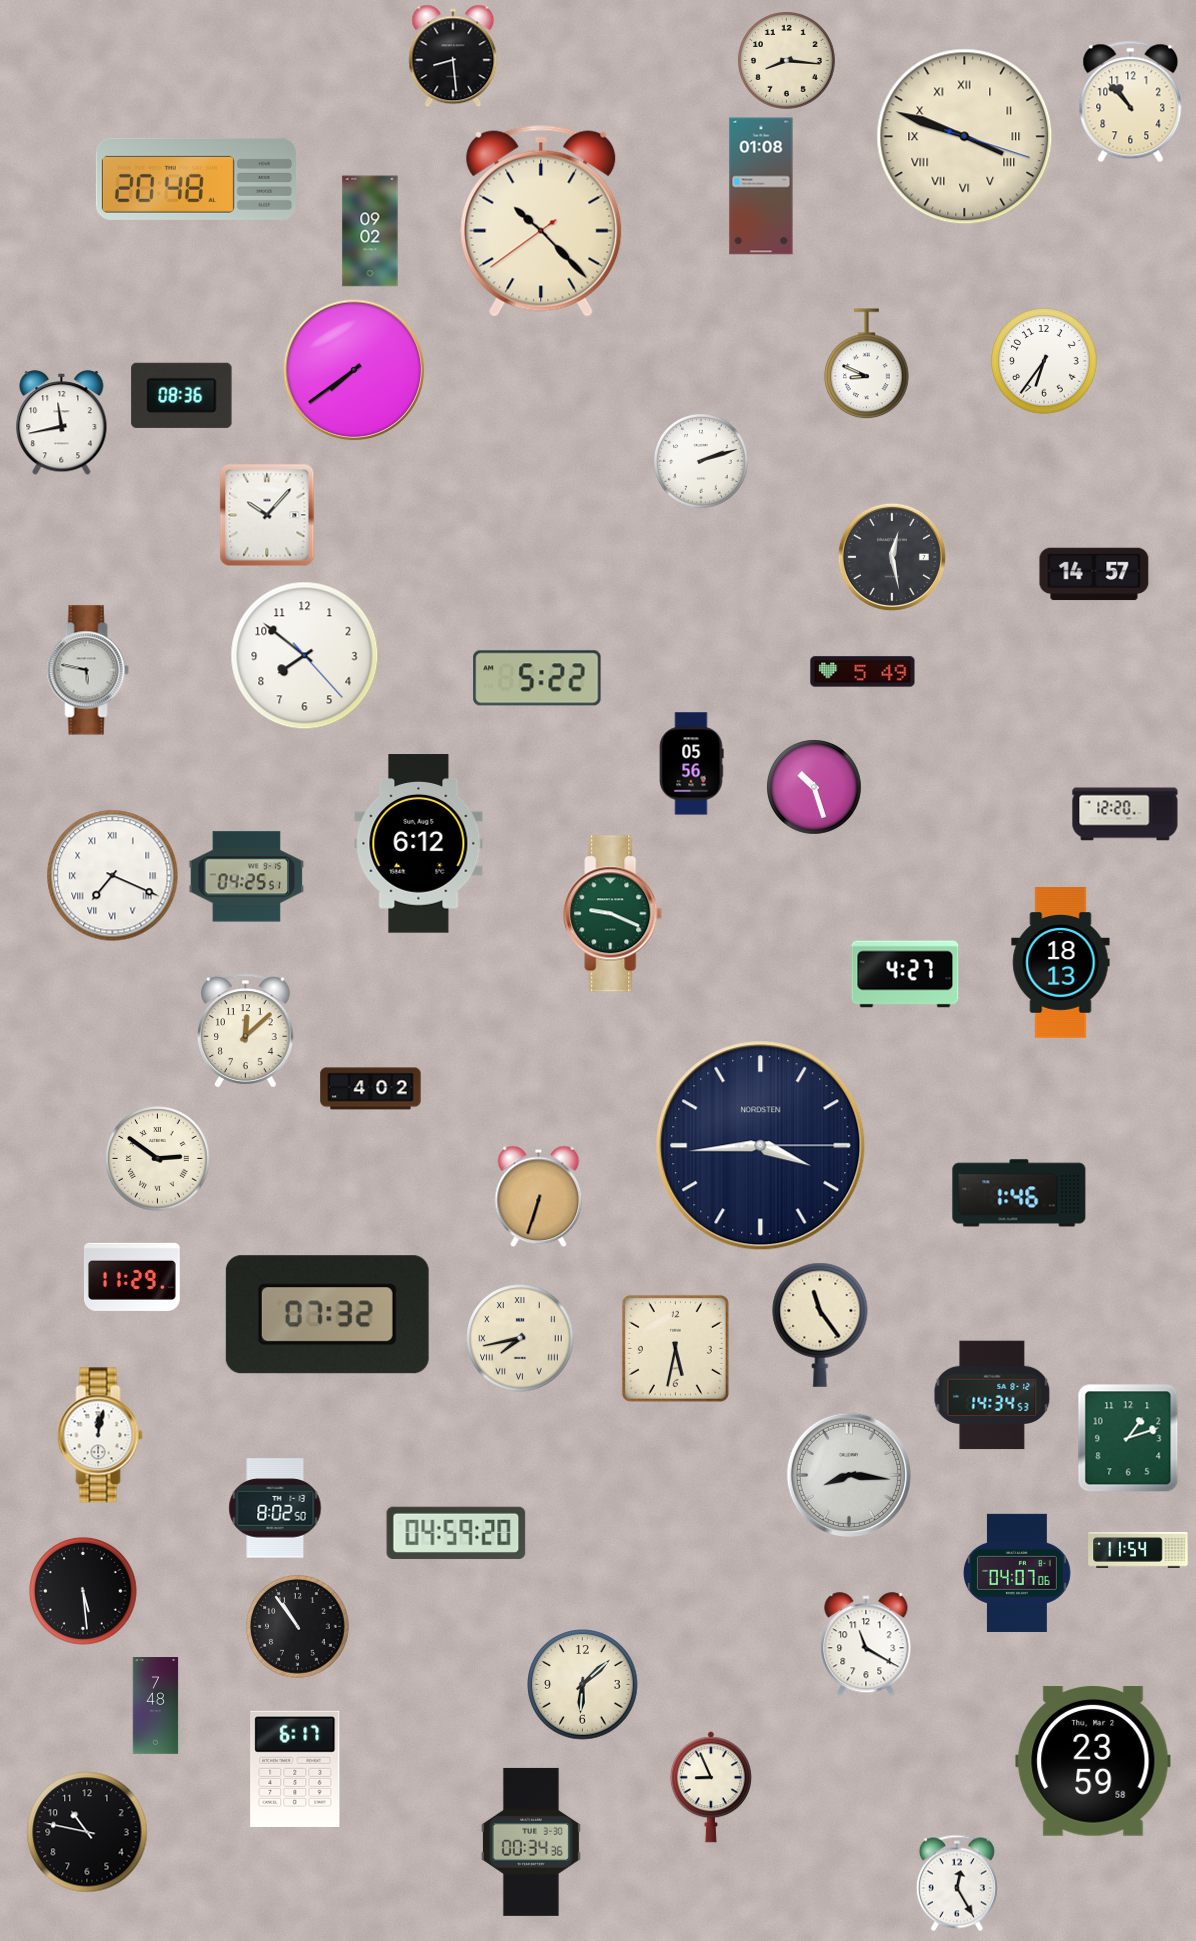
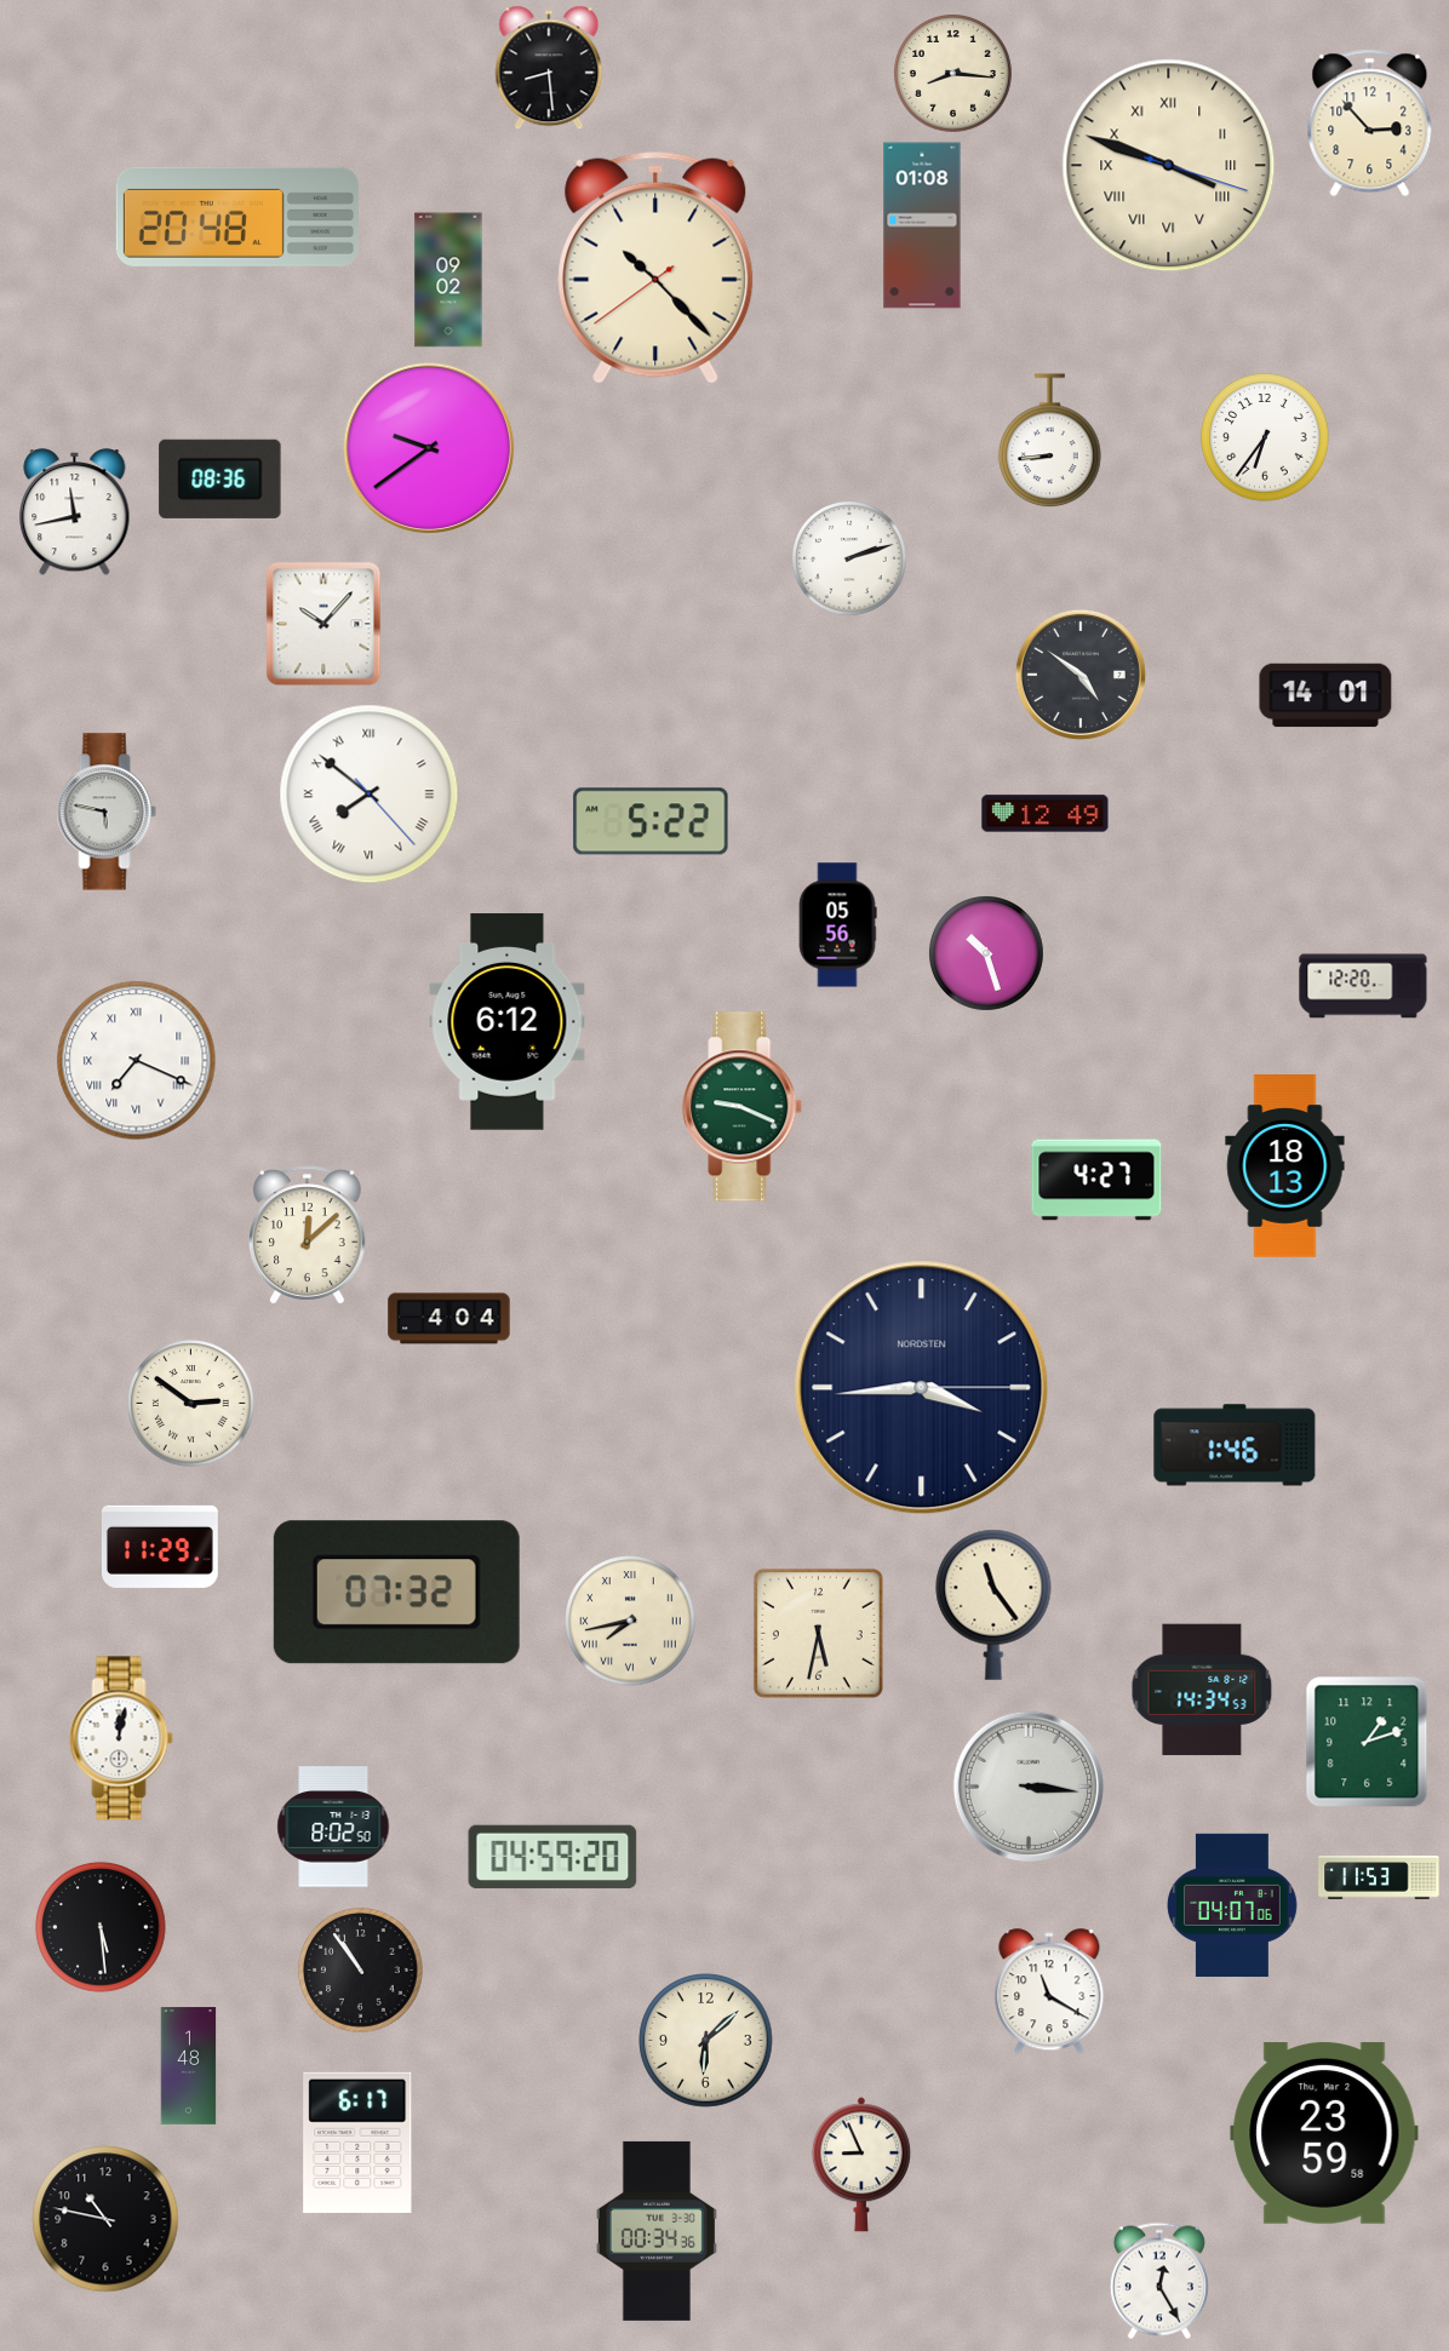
clock at (1131, 102): 10:53 -> 2:53
clock at (867, 364): 8:49 -> 8:44
clock at (354, 370): 7:39 -> 9:39
clock at (892, 557): 12:28 -> 4:51
clock at (1094, 574): 14:57 -> 14:01
clock at (305, 656) numerals: Arabic -> Roman
clock at (863, 672): 5:49 -> 12:49
clock at (247, 877): 04:25 -> none
clock at (246, 1031) position: (246, 1031) -> (308, 1235)
clock at (371, 1089): 4:02 -> 4:04
clock at (539, 1197): 6:33 -> none
clock at (849, 1475): 8:16 -> 3:16
clock at (1138, 1550): 11:54 -> 11:53
clock at (156, 1706): 7:48 -> 1:48
clock at (531, 1842) position: (531, 1842) -> (657, 2231)
